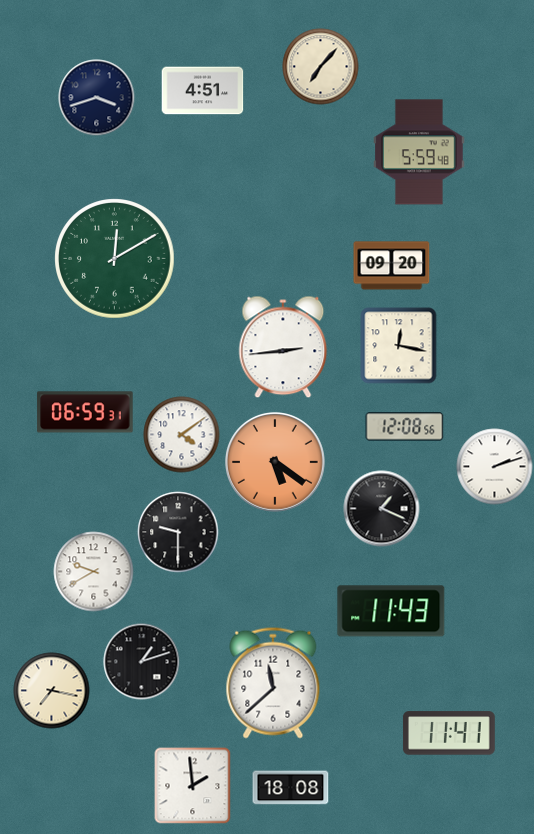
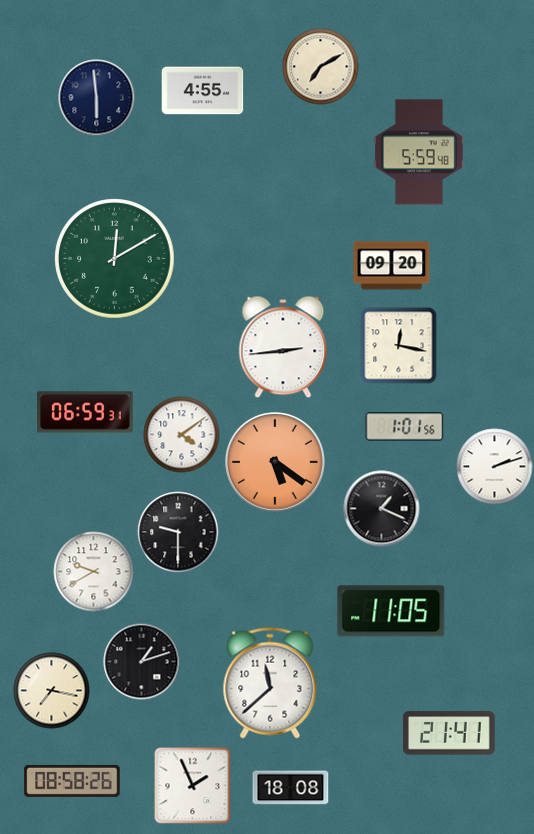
clock at (321, 67): 7:07 -> 7:10
clock at (203, 91): 4:51 -> 4:55
clock at (97, 98): 3:42 -> 5:59
clock at (405, 427): 12:08 -> 1:01
clock at (391, 611): 11:43 -> 11:05
clock at (273, 683) position: (273, 683) -> (270, 683)
clock at (449, 733): 11:41 -> 21:41
clock at (72, 781): none -> 08:58
clock at (193, 786): 1:59 -> 1:56
